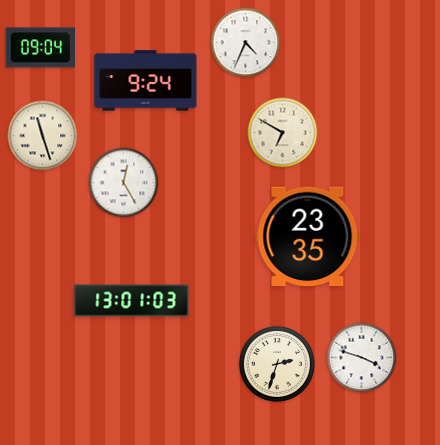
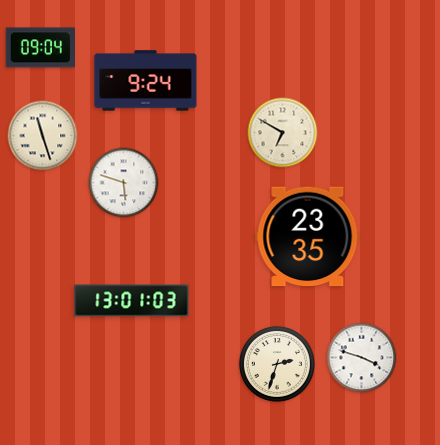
clock at (246, 43): 4:34 -> none
clock at (124, 183): 12:25 -> 5:48
